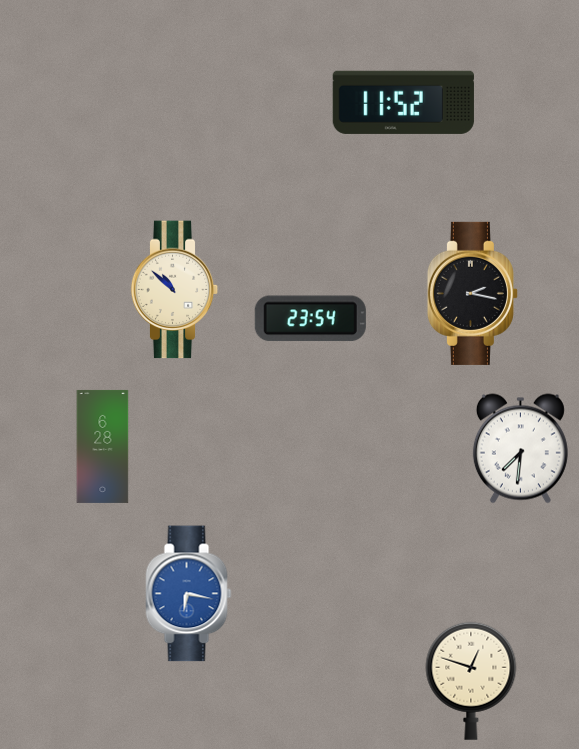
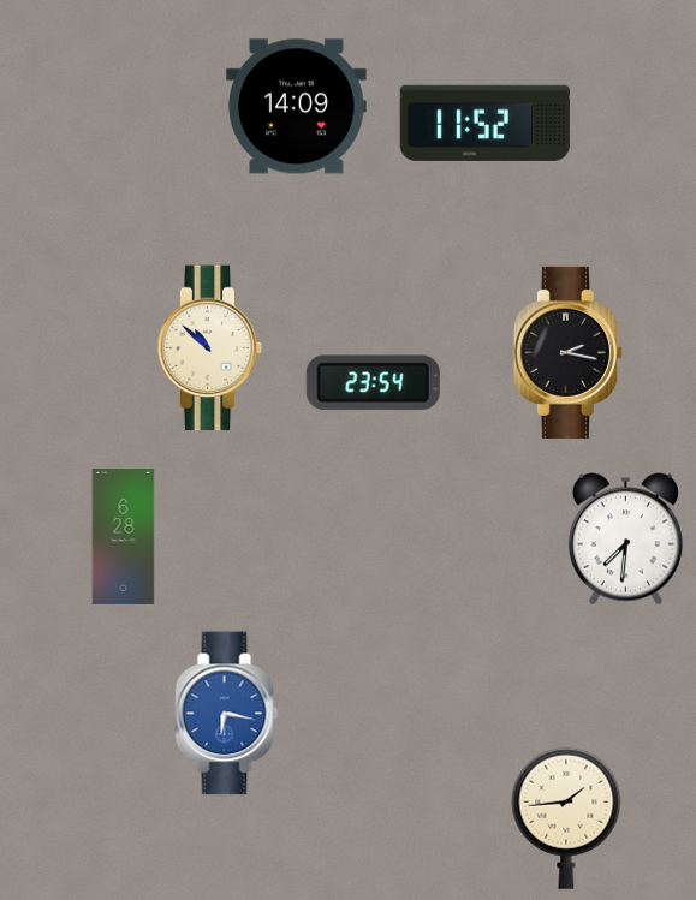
clock at (297, 107): none -> 14:09
clock at (471, 681): 12:48 -> 1:44
